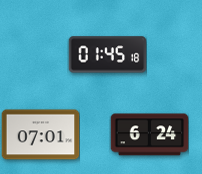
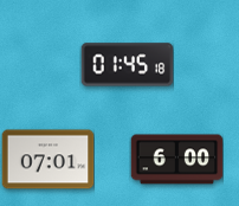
clock at (149, 135): 6:24 -> 6:00
